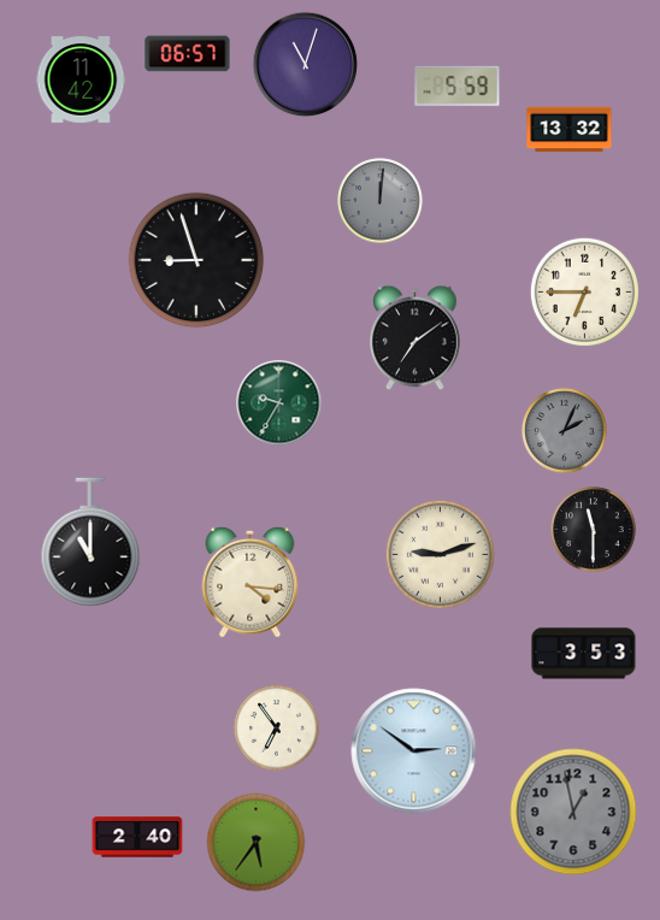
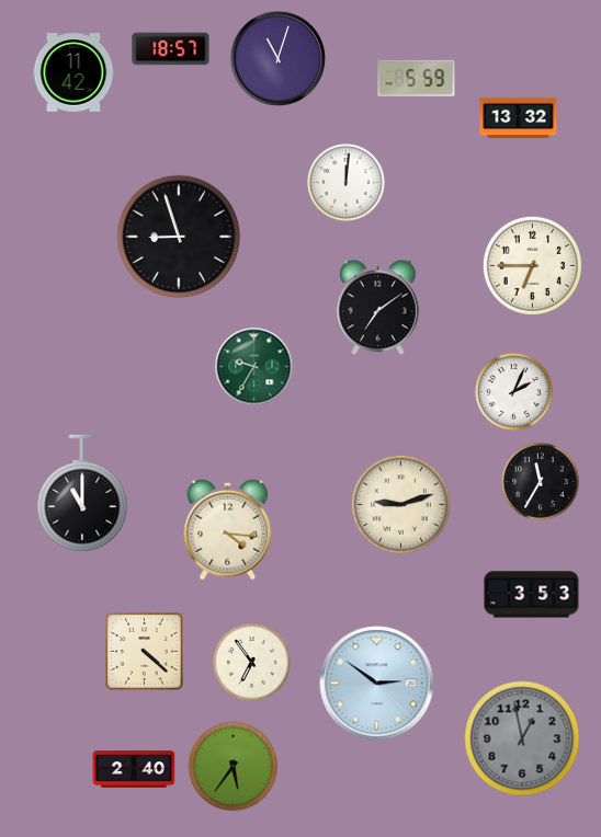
clock at (188, 54): 06:57 -> 18:57
clock at (381, 201) dial: grey -> white
clock at (565, 431) dial: grey -> white
clock at (594, 530): 11:30 -> 11:35
clock at (145, 652): none -> 4:22
clock at (137, 837) position: (137, 837) -> (134, 769)
